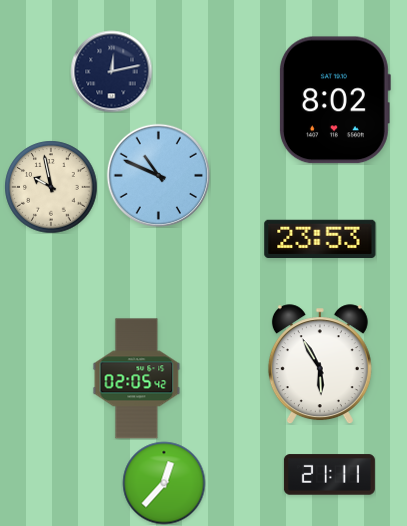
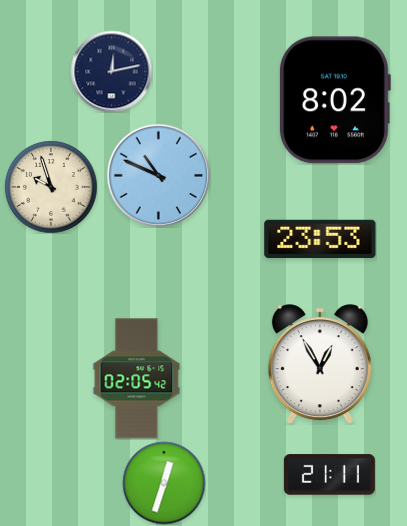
clock at (51, 187): 9:58 -> 9:57
clock at (320, 364): 5:55 -> 12:55
clock at (164, 483): 12:37 -> 12:33
